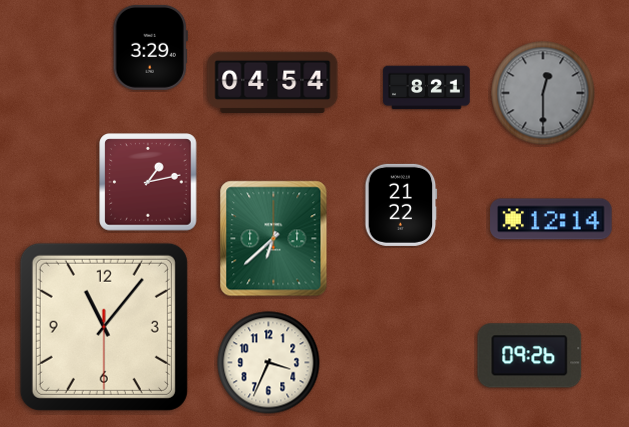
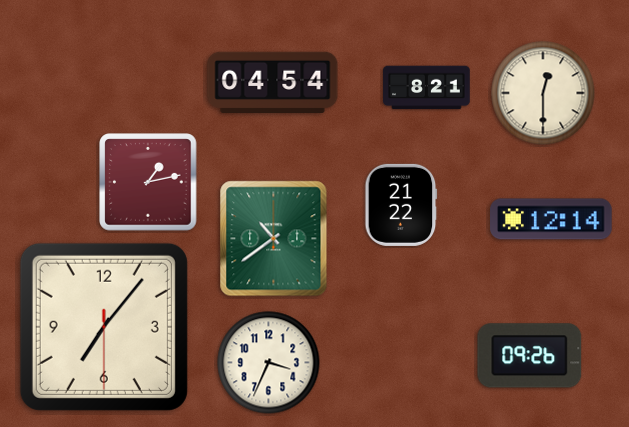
clock at (150, 47): 3:29 -> none
clock at (543, 93) dial: grey -> cream
clock at (274, 239): 6:38 -> 10:39
clock at (104, 327): 11:06 -> 7:06
